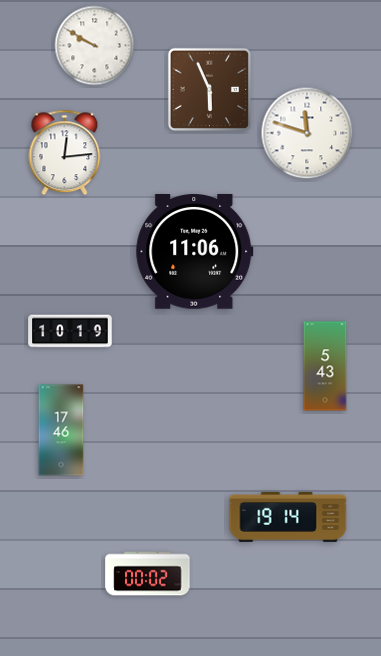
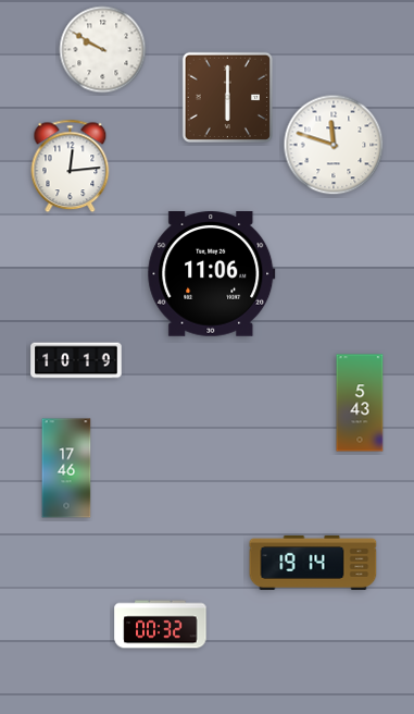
clock at (209, 89): 5:56 -> 6:00
clock at (325, 366) position: (325, 366) -> (360, 403)
clock at (148, 574): 00:02 -> 00:32
